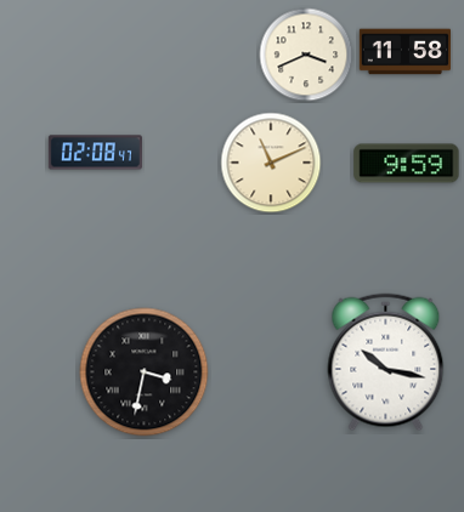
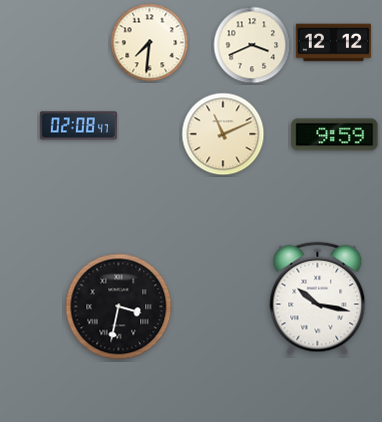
clock at (150, 43): none -> 7:31
clock at (406, 52): 11:58 -> 12:12
